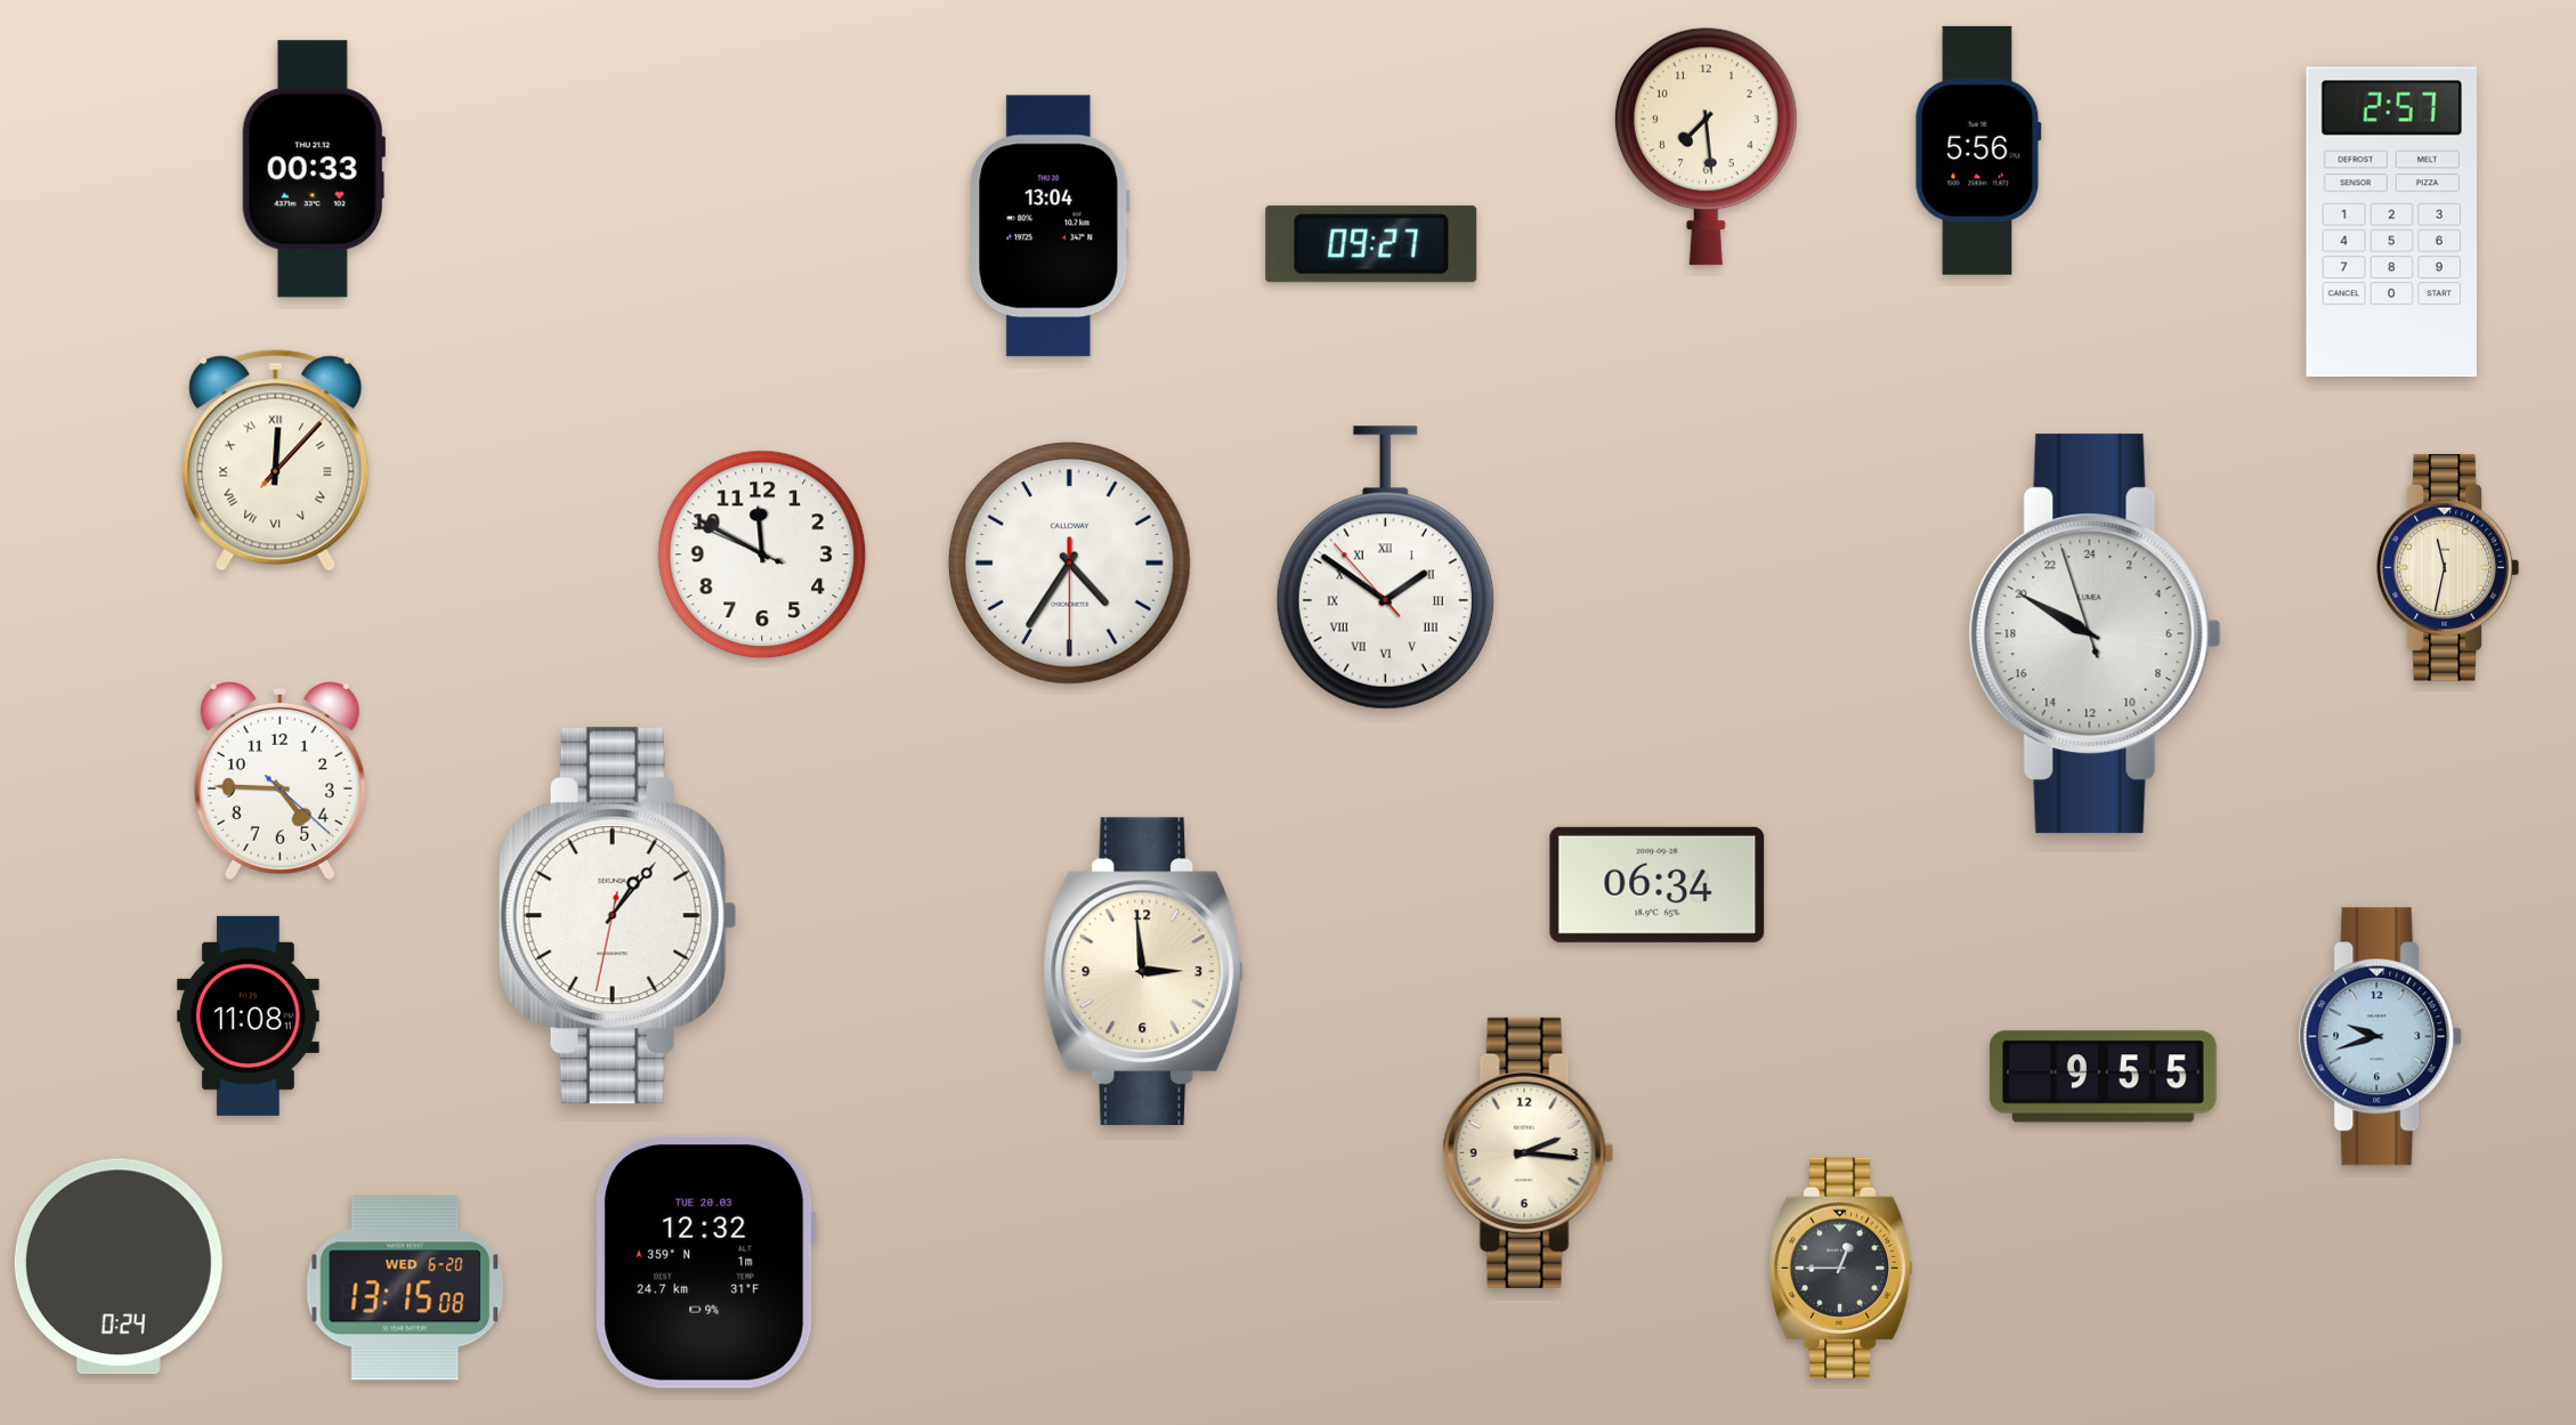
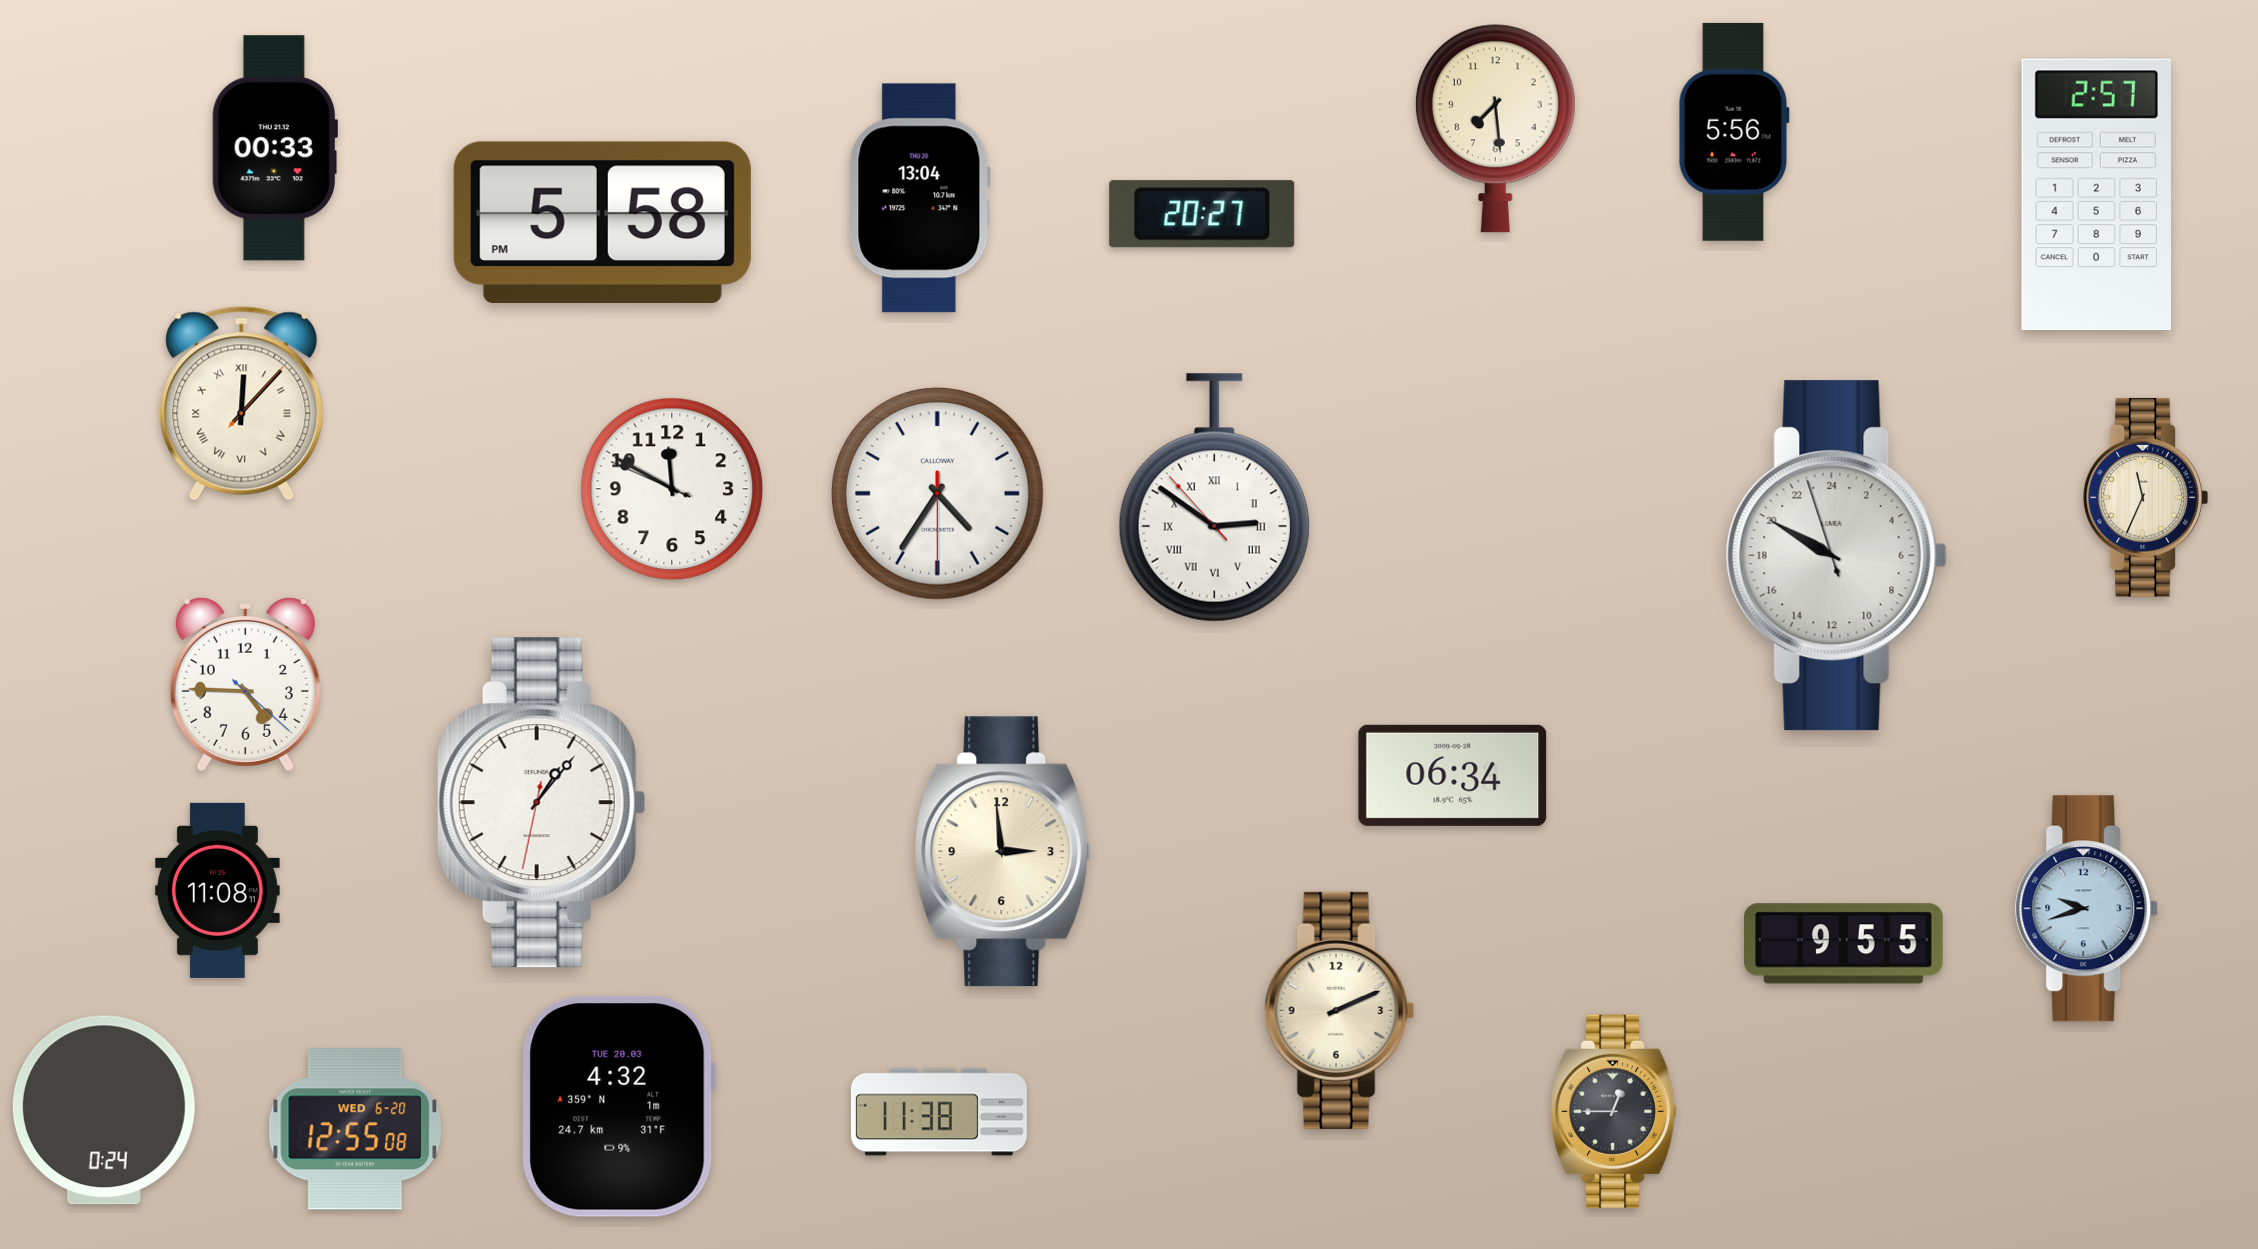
clock at (1371, 244): 09:27 -> 20:27
clock at (602, 222): none -> 5:58
clock at (762, 554) position: (762, 554) -> (672, 489)
clock at (2447, 567): 11:32 -> 11:34
clock at (1385, 568): 1:50 -> 2:50
clock at (1529, 1152): 2:16 -> 2:11
clock at (705, 1262): 12:32 -> 4:32
clock at (939, 1112): none -> 11:38
clock at (405, 1288): 13:15 -> 12:55
